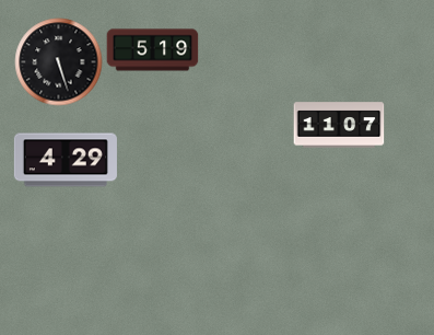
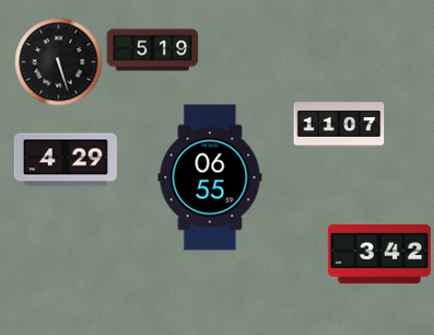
clock at (210, 177): none -> 06:55
clock at (379, 254): none -> 3:42
